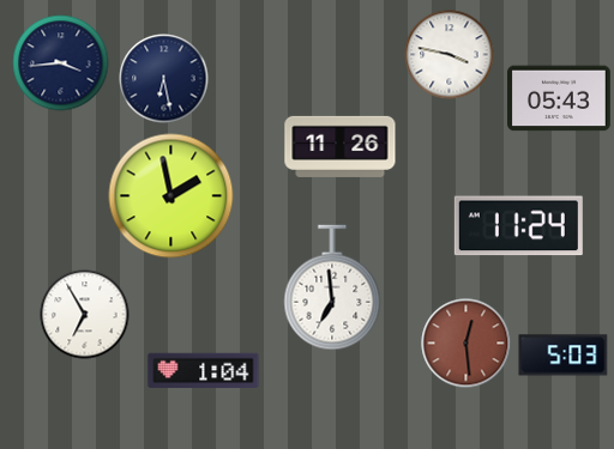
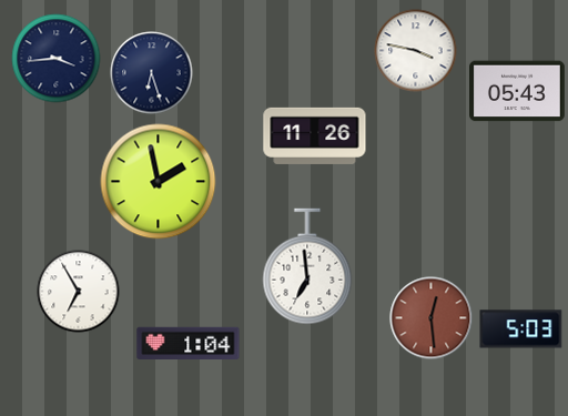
clock at (164, 79): 6:28 -> 6:27
clock at (518, 226): 11:24 -> none
